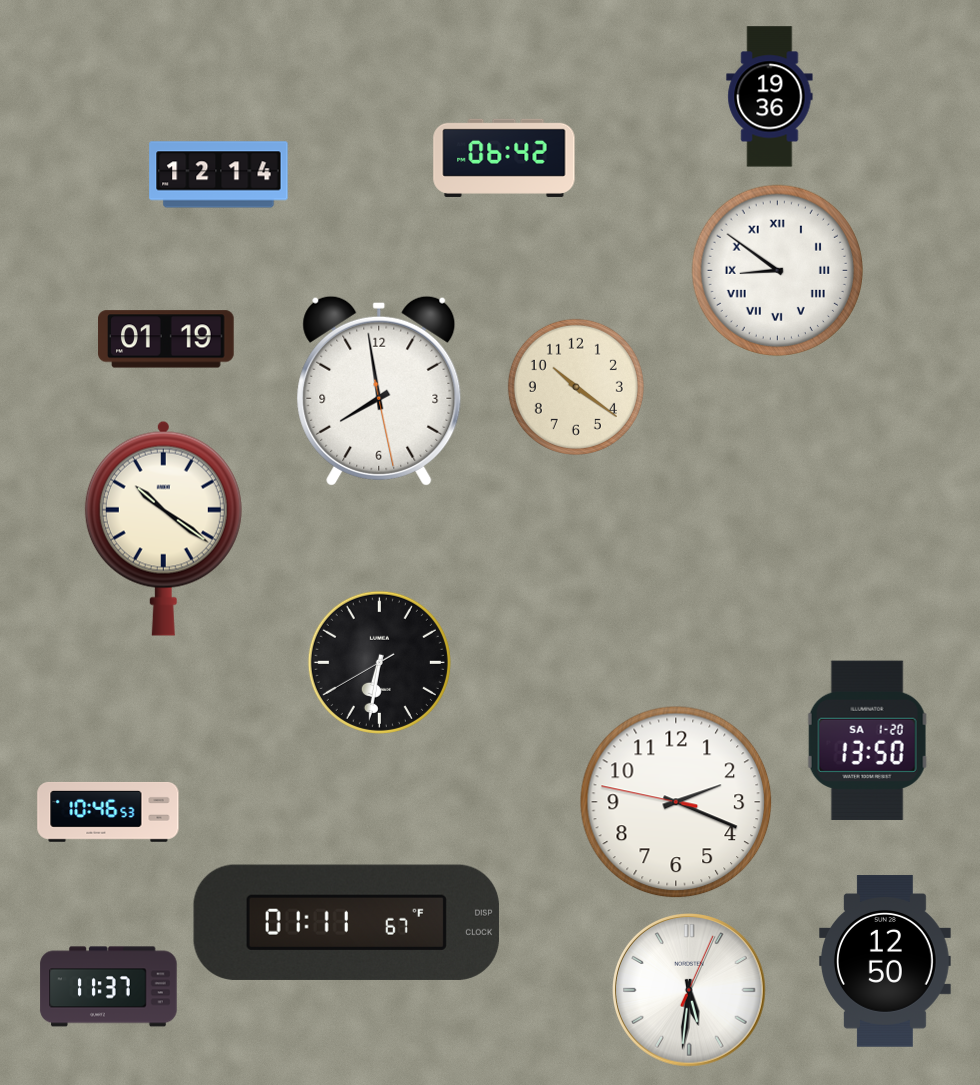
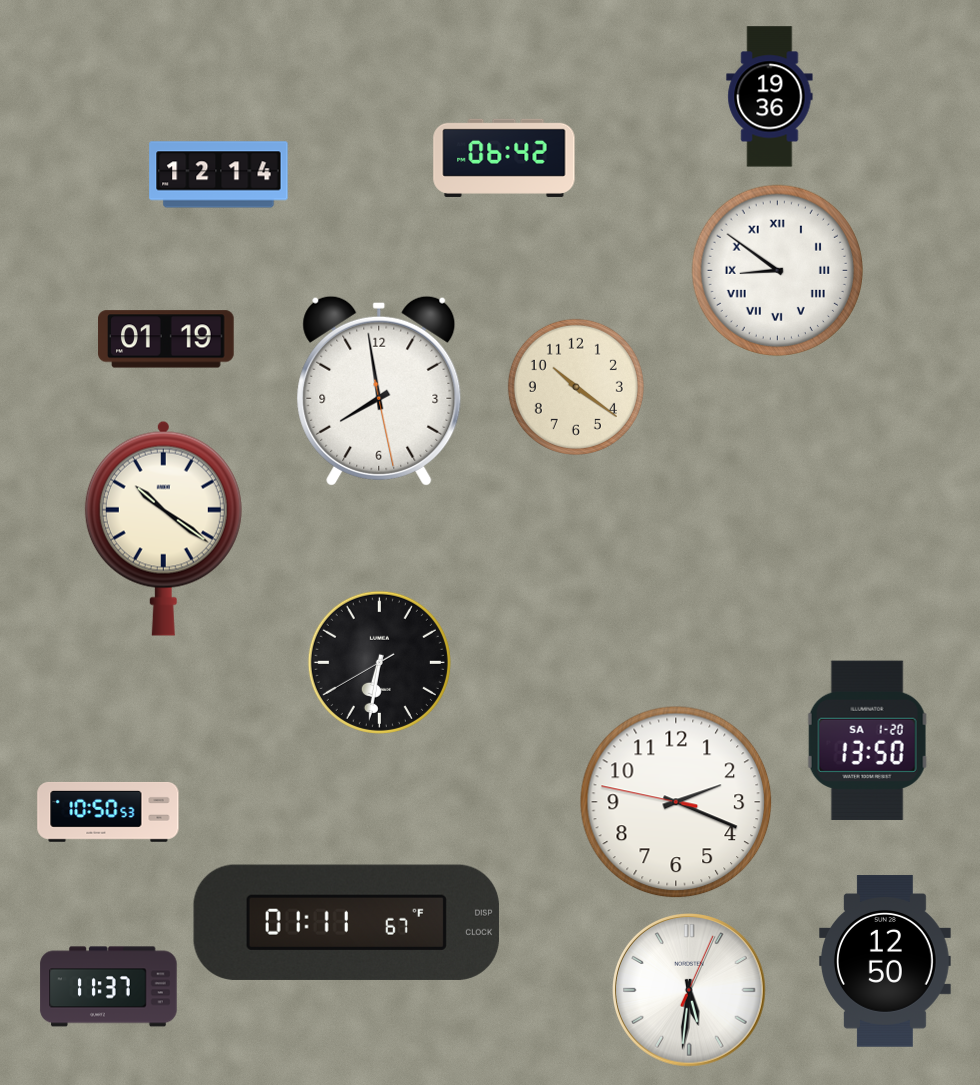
clock at (108, 812): 10:46 -> 10:50
